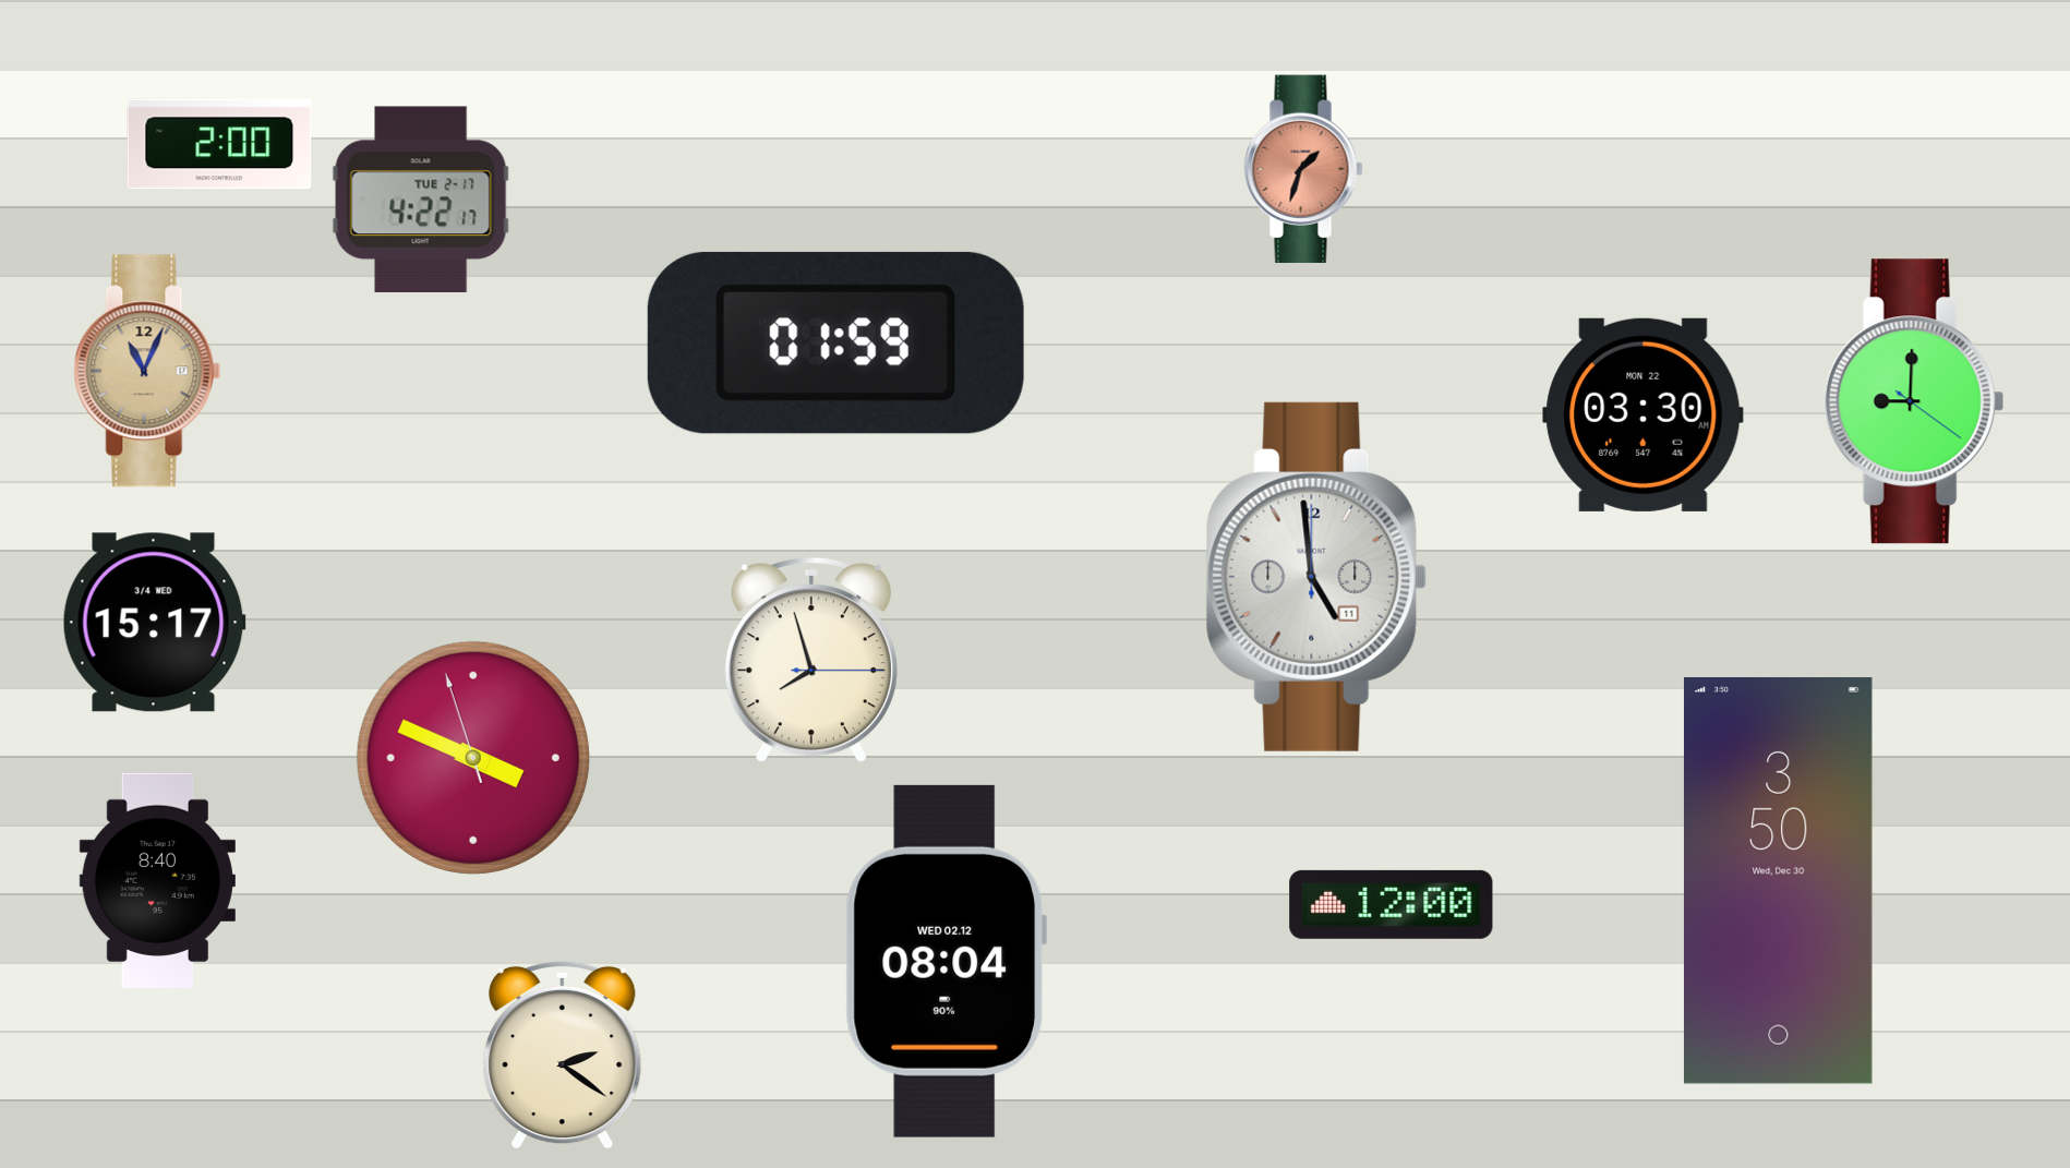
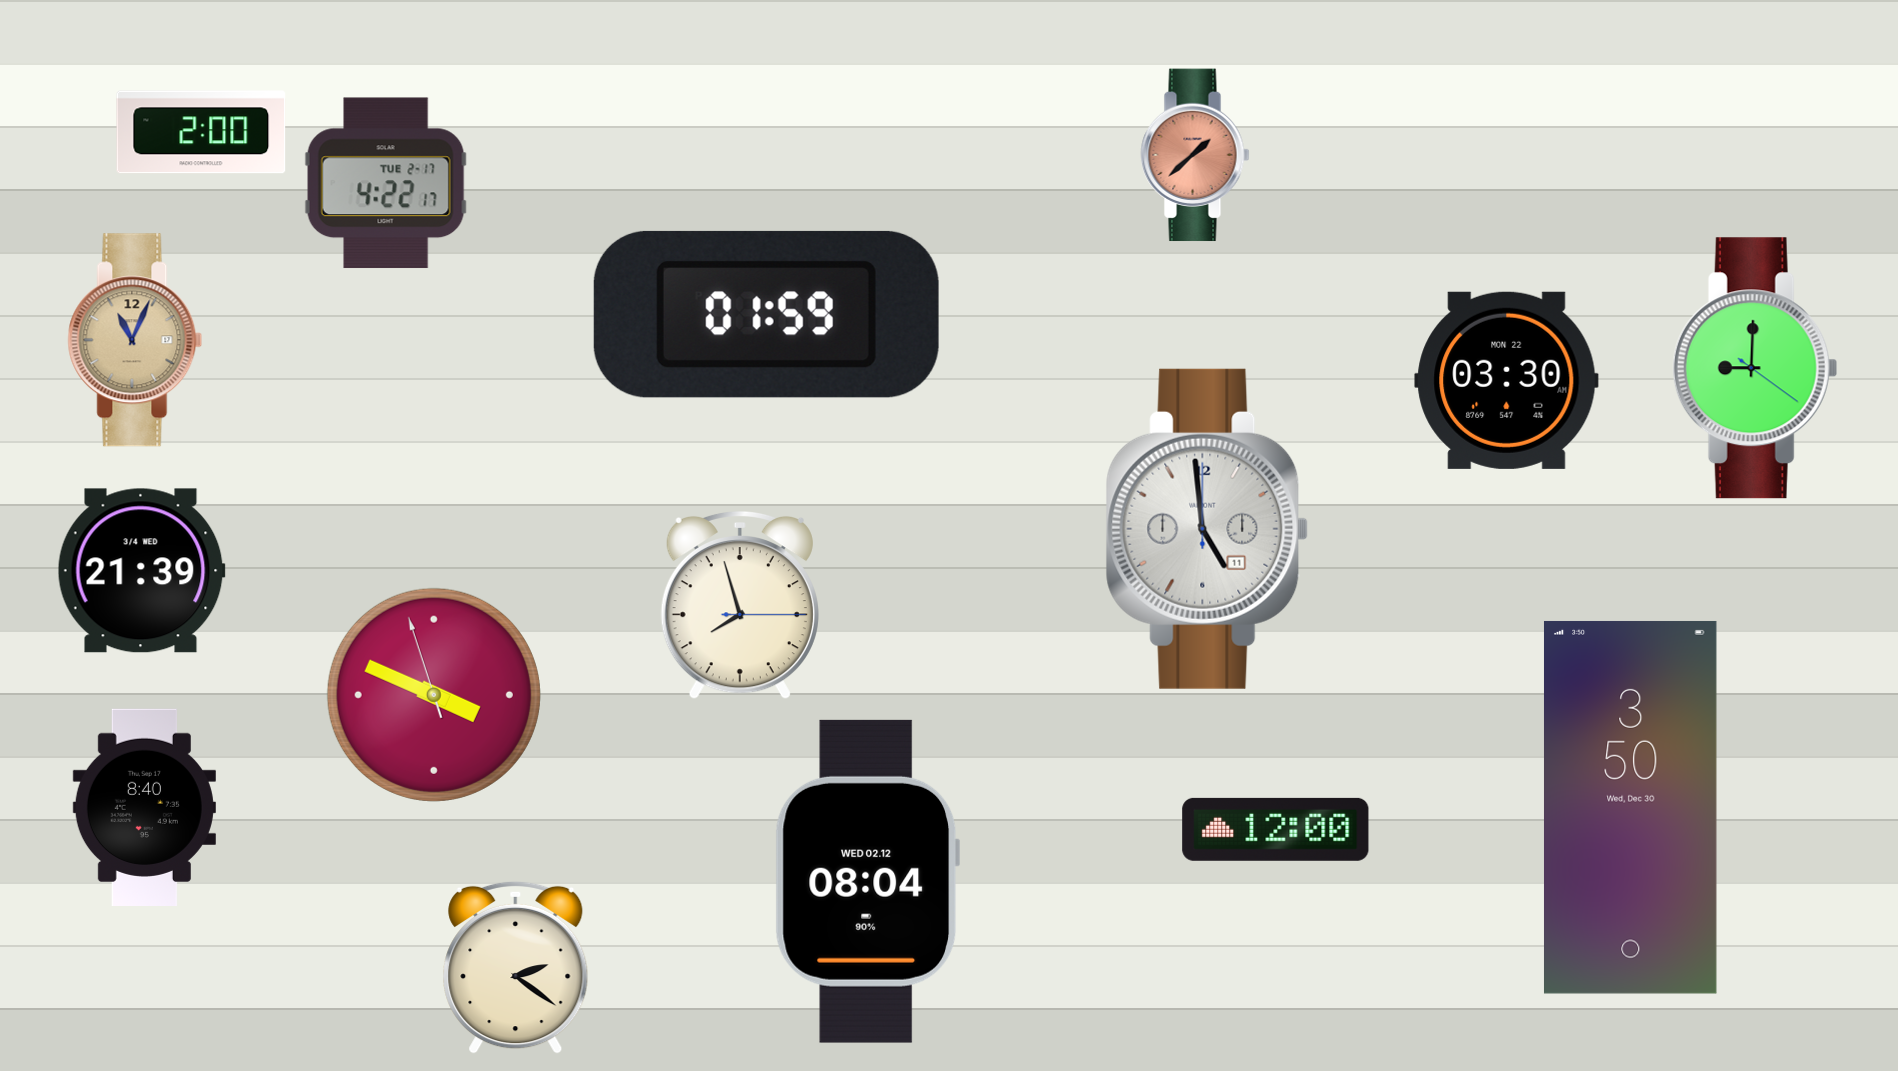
clock at (1303, 169): 1:33 -> 1:38
clock at (154, 623): 15:17 -> 21:39
clock at (811, 660) position: (811, 660) -> (740, 605)
